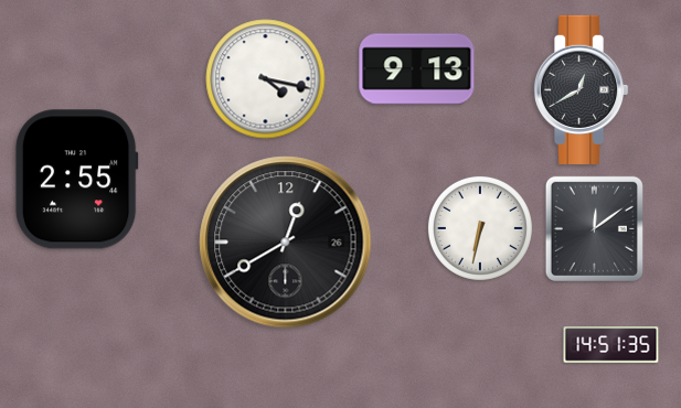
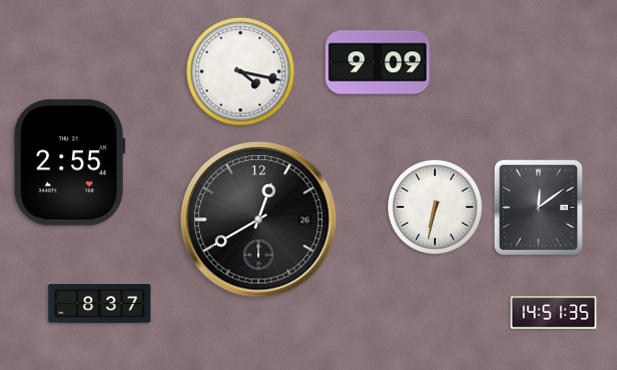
clock at (417, 69): 9:13 -> 9:09
clock at (581, 89): 12:40 -> none
clock at (100, 304): none -> 8:37
